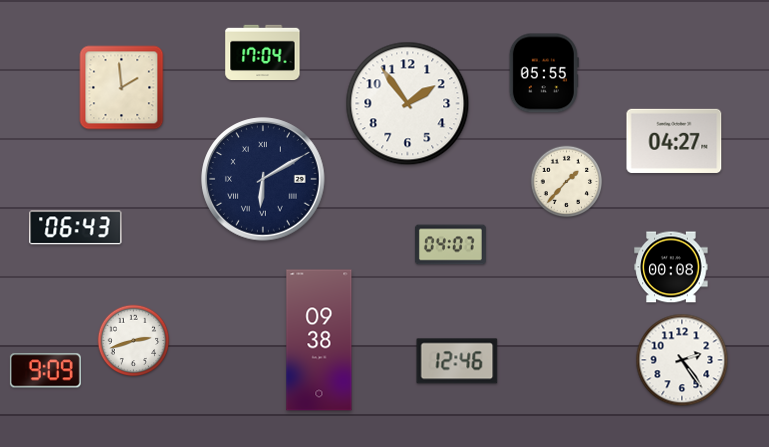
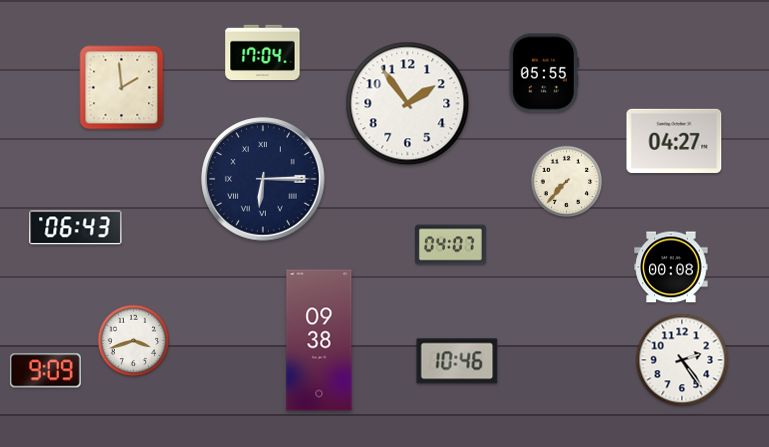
clock at (263, 179): 6:10 -> 6:15
clock at (567, 182): 1:37 -> 7:37
clock at (134, 341): 2:42 -> 3:42
clock at (457, 361): 12:46 -> 10:46
